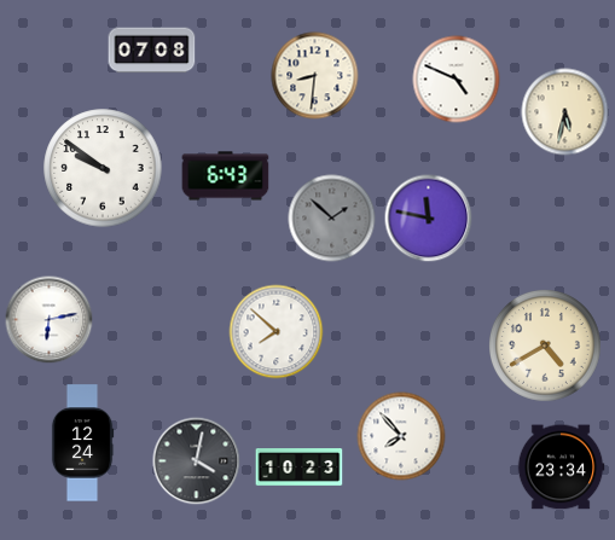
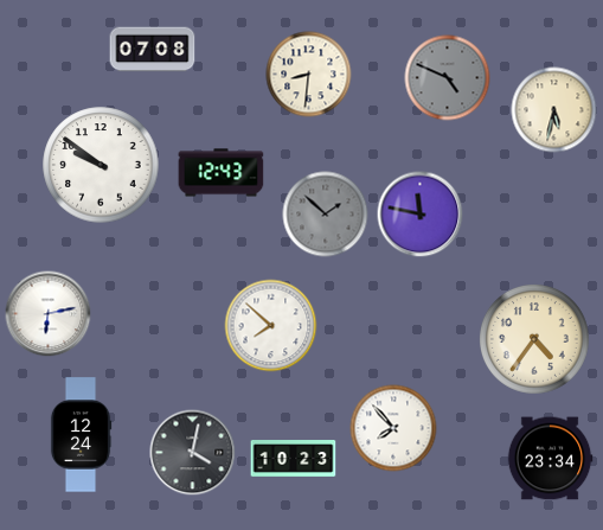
clock at (152, 51) position: (152, 51) -> (153, 50)
clock at (457, 80) dial: white -> grey
clock at (226, 176): 6:43 -> 12:43
clock at (546, 347): 4:40 -> 4:36
